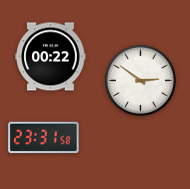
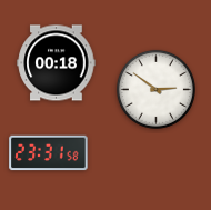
clock at (51, 57): 00:22 -> 00:18
